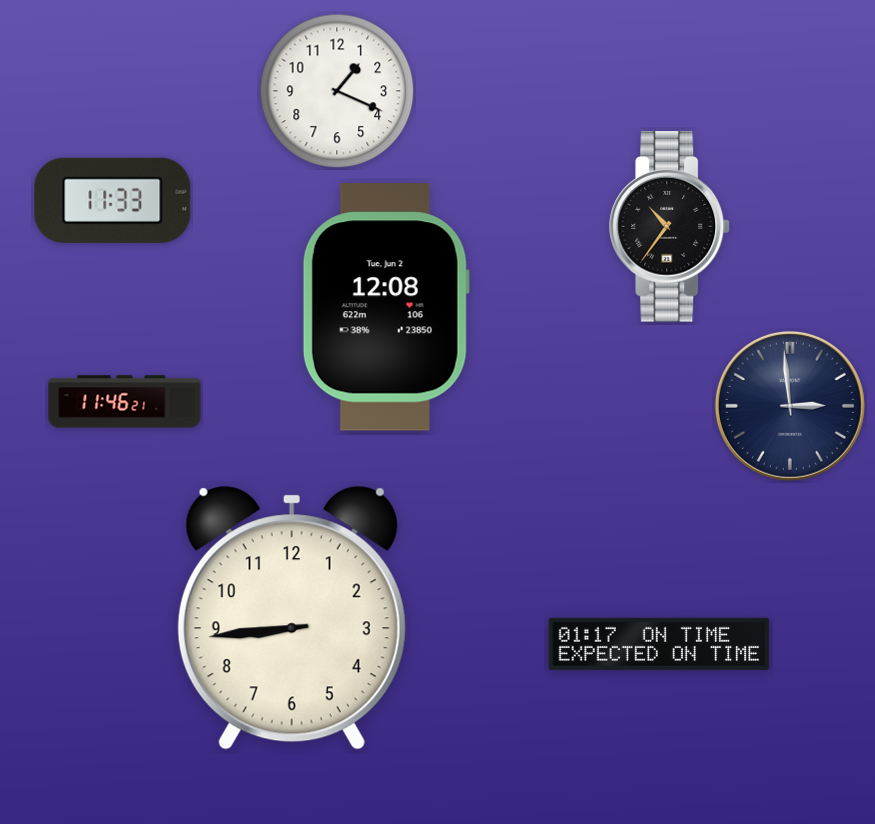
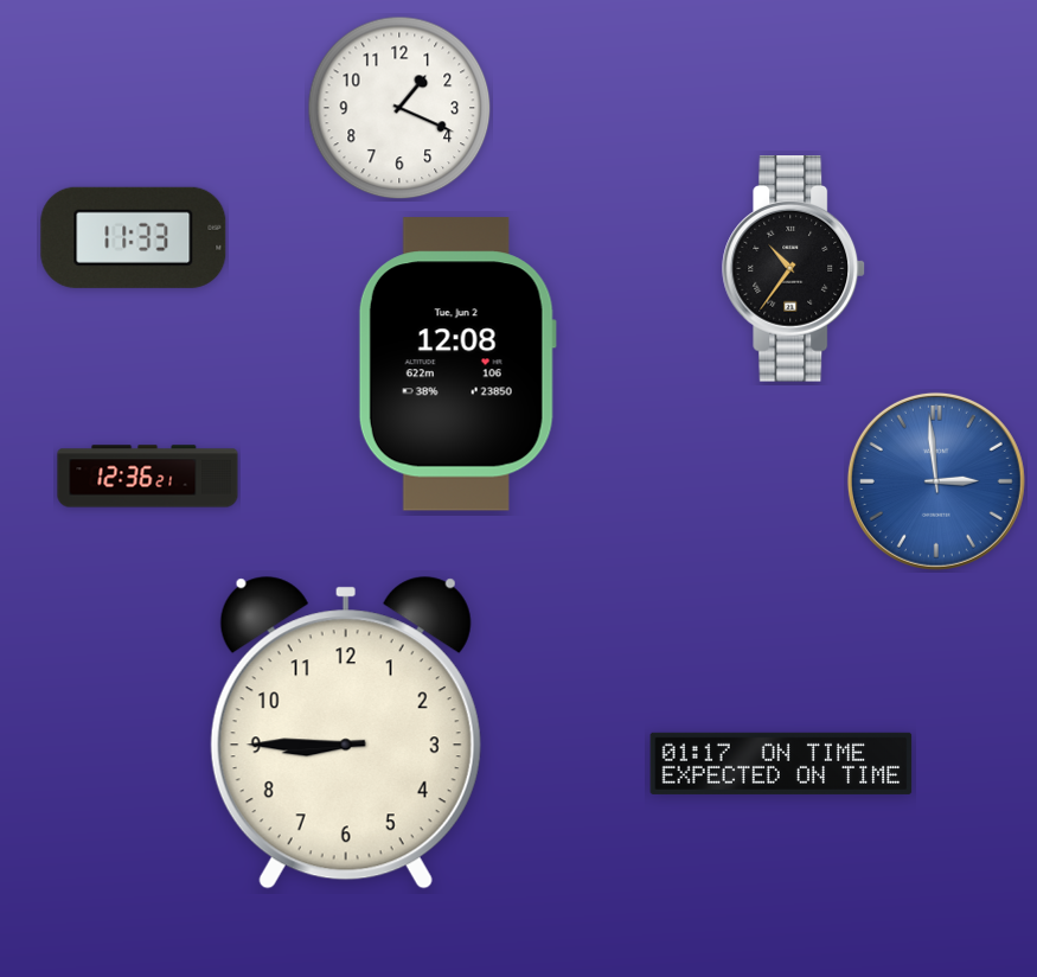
clock at (125, 402): 11:46 -> 12:36
clock at (790, 406) dial: navy -> blue
clock at (292, 618): 8:44 -> 8:45
